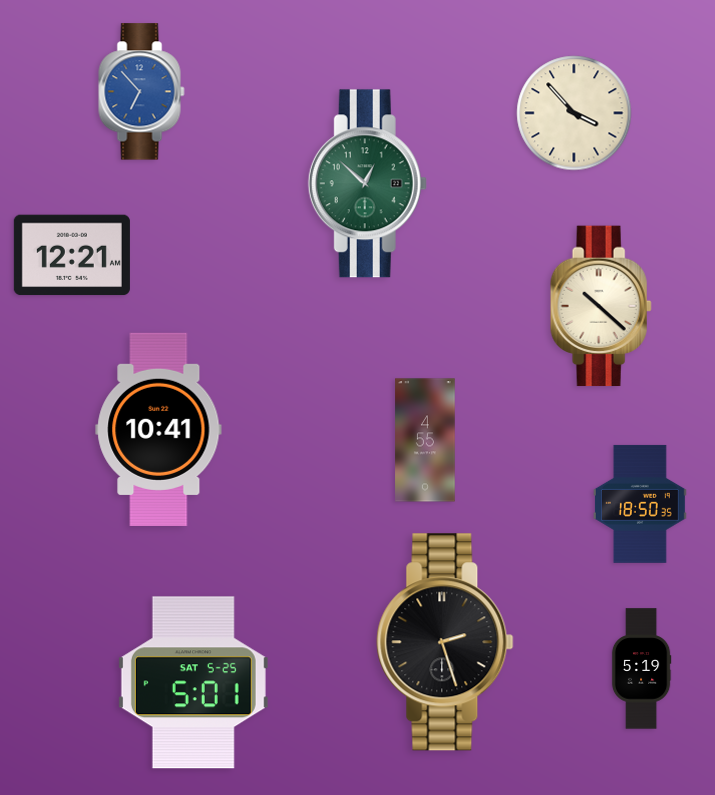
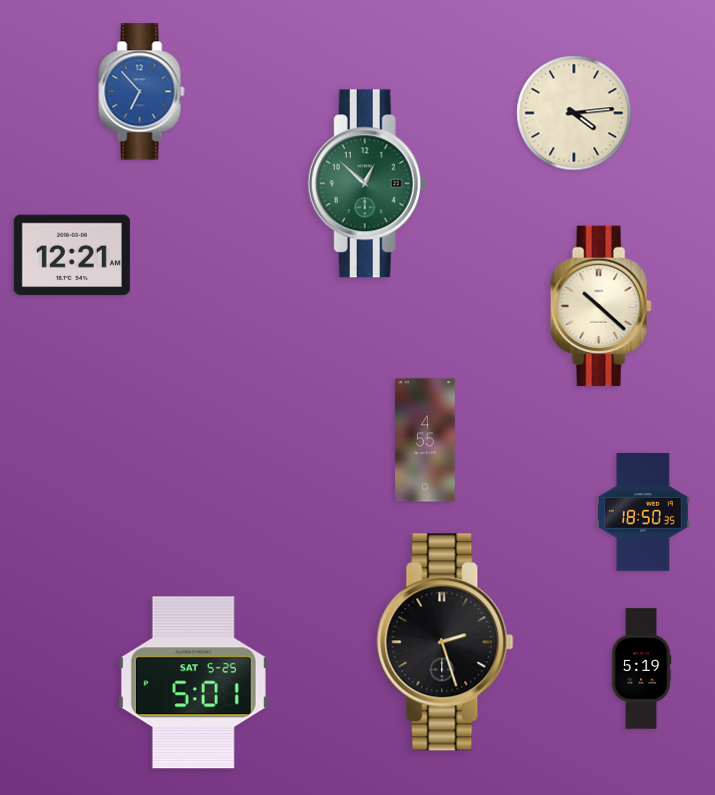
clock at (574, 113): 3:53 -> 4:14
clock at (159, 429): 10:41 -> none
clock at (640, 504) position: (640, 504) -> (643, 512)
